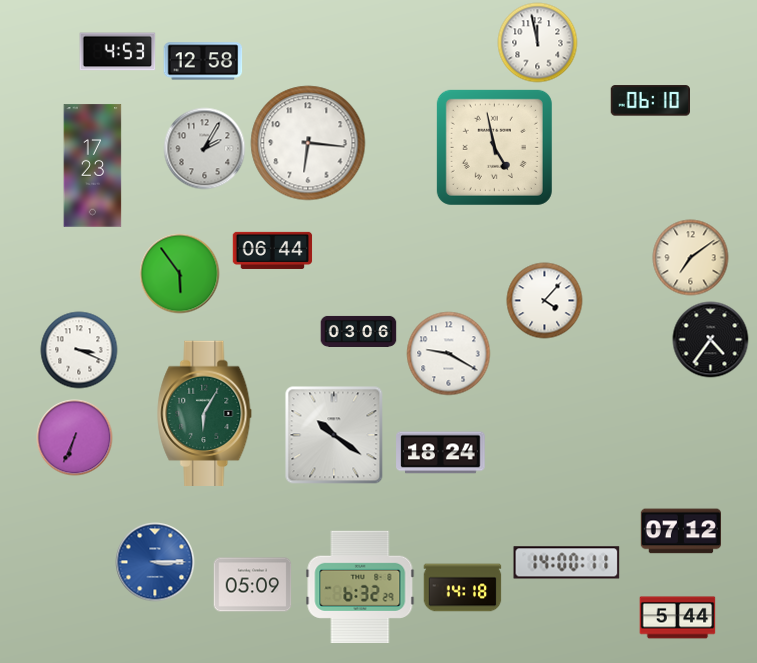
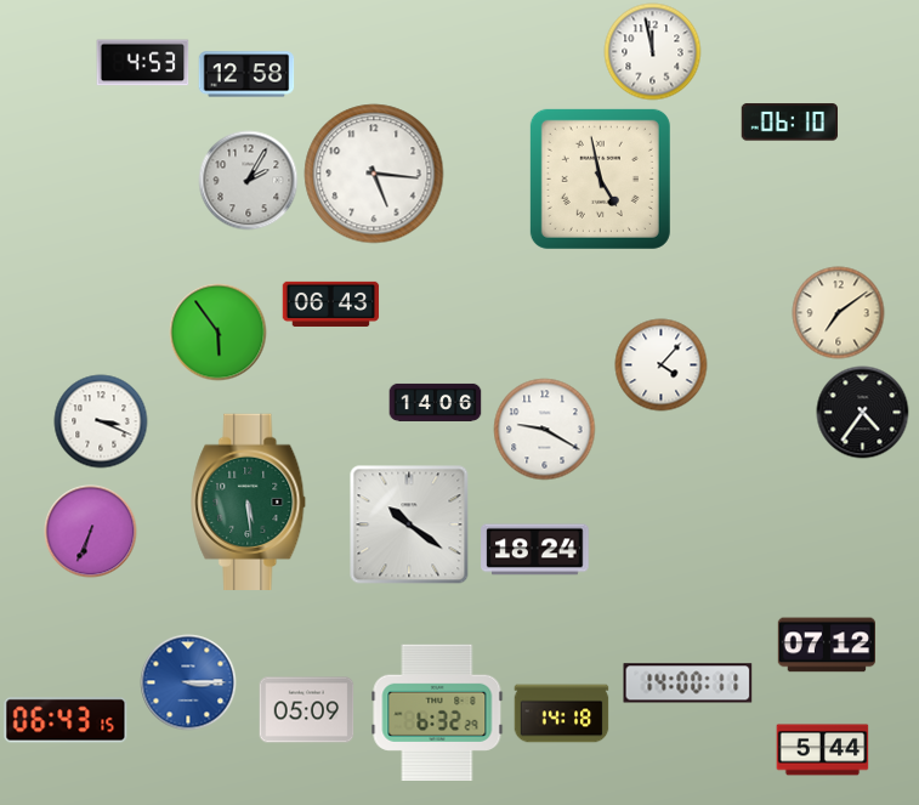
clock at (308, 143): 6:16 -> 5:16
clock at (93, 166): 17:23 -> none
clock at (273, 250): 06:44 -> 06:43
clock at (359, 331): 03:06 -> 14:06
clock at (79, 350) position: (79, 350) -> (101, 421)
clock at (205, 413): 6:05 -> 5:29
clock at (334, 435) position: (334, 435) -> (409, 525)
clock at (66, 720): none -> 06:43
